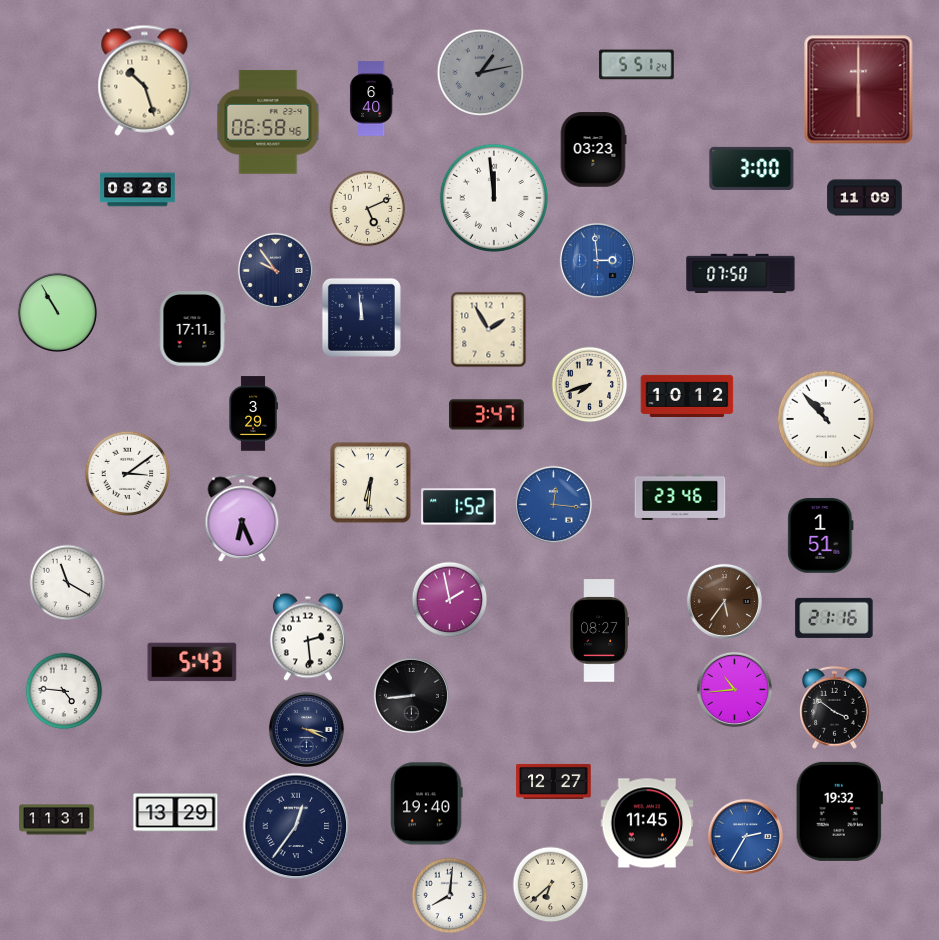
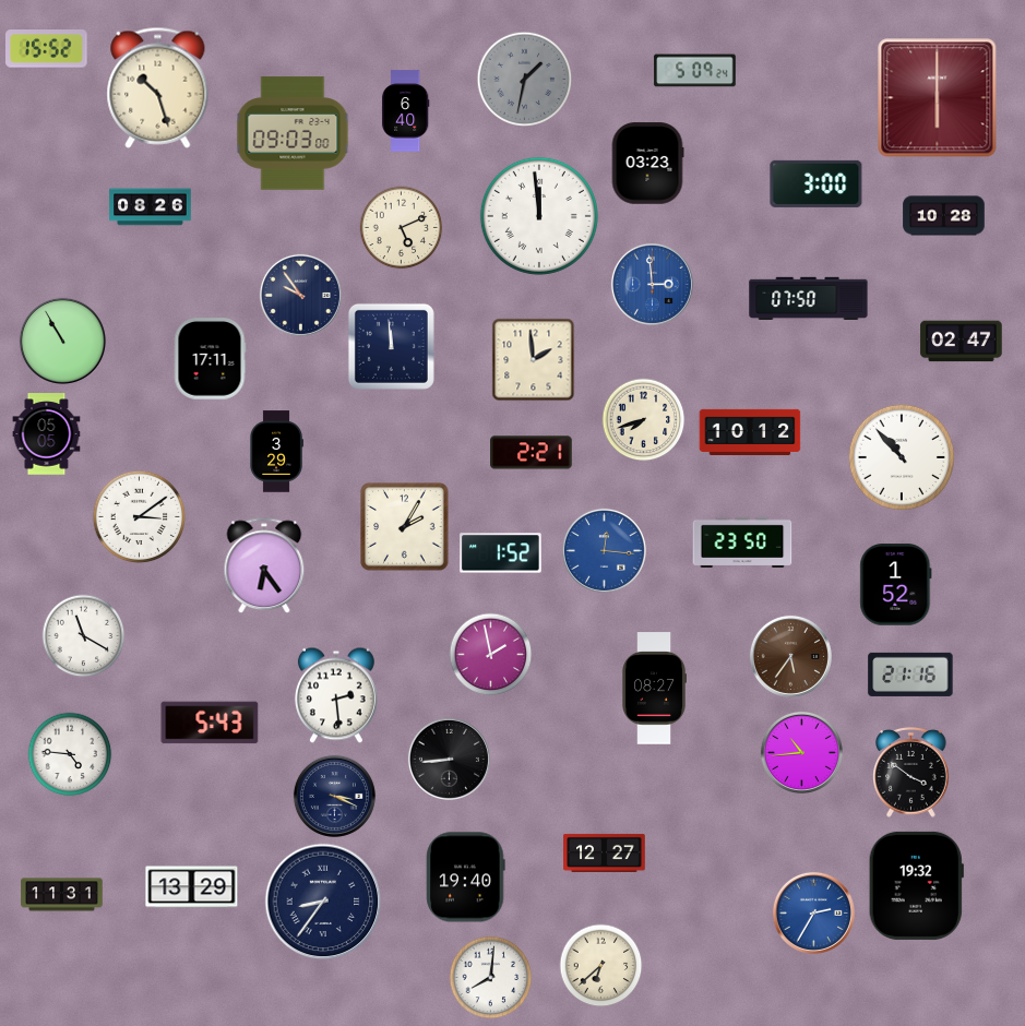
clock at (47, 49): none -> 15:52
clock at (637, 65): 5:51 -> 5:09
clock at (481, 73): 1:13 -> 1:32
clock at (371, 99) position: (371, 99) -> (405, 111)
clock at (268, 122): 06:58 -> 09:03
clock at (752, 168) position: (752, 168) -> (817, 183)
clock at (865, 198): 11:09 -> 10:28
clock at (962, 342): none -> 02:47
clock at (361, 317) position: (361, 317) -> (391, 346)
clock at (489, 330): 1:55 -> 1:59
clock at (47, 434): none -> 05:05
clock at (487, 415): 3:47 -> 2:21
clock at (371, 483): 6:31 -> 2:05
clock at (680, 497): 23:46 -> 23:50
clock at (242, 519): 6:26 -> 6:24
clock at (821, 536): 1:51 -> 1:52
clock at (68, 583) position: (68, 583) -> (84, 636)
clock at (647, 823): 11:45 -> none
clock at (296, 826): 12:36 -> 8:36
